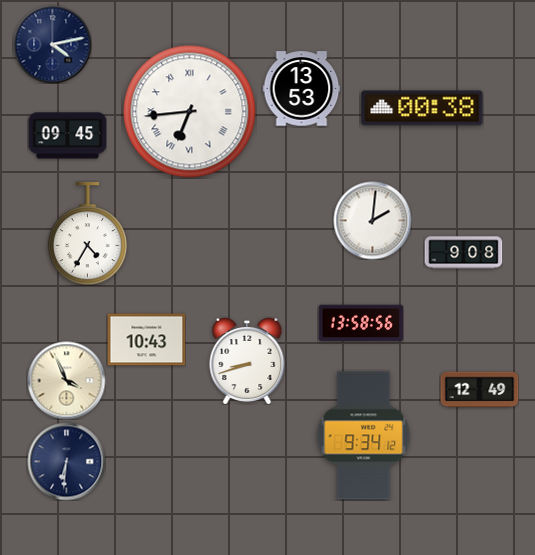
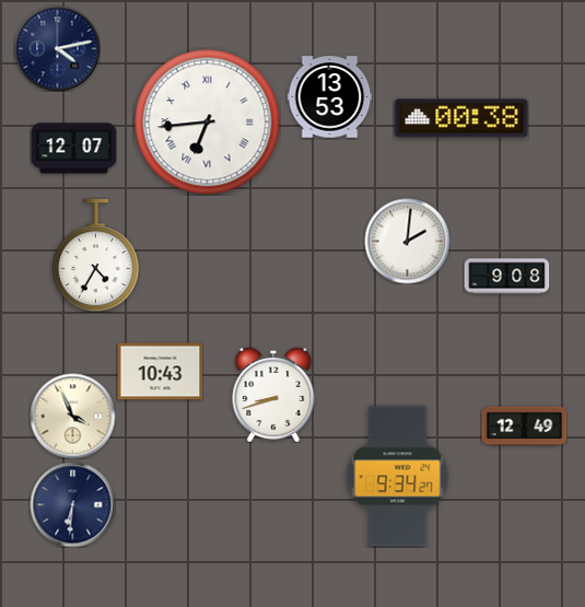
clock at (67, 136): 09:45 -> 12:07
clock at (361, 323): 13:58 -> none
clock at (247, 361) position: (247, 361) -> (273, 395)
clock at (364, 436): 9:34:12 -> 9:34:27
